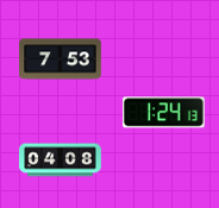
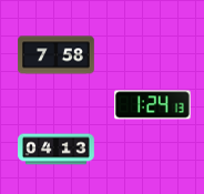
clock at (61, 59): 7:53 -> 7:58
clock at (61, 160): 04:08 -> 04:13
